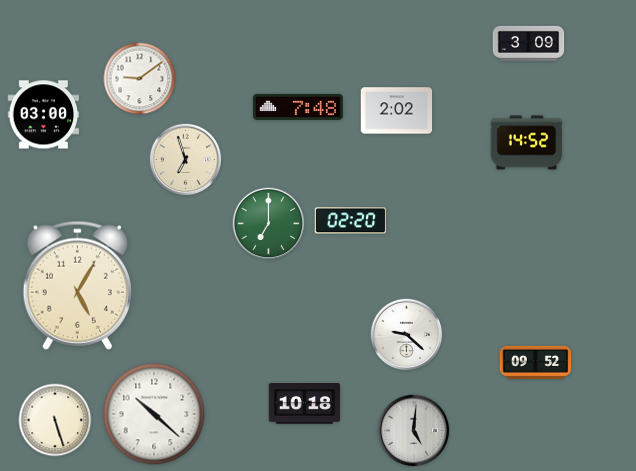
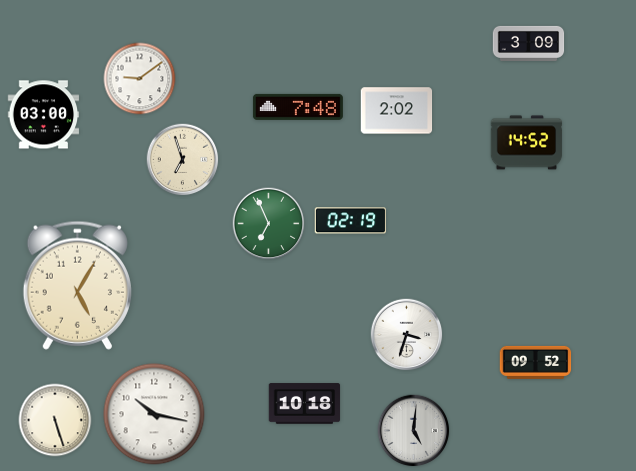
clock at (186, 160) position: (186, 160) -> (183, 160)
clock at (350, 221): 02:20 -> 02:19
clock at (269, 224): 7:00 -> 6:56
clock at (407, 335): 9:22 -> 3:33
clock at (154, 414): 10:22 -> 10:17
